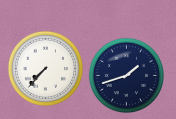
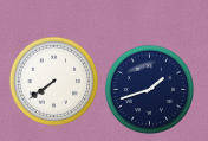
clock at (45, 68): 7:37 -> 7:39
